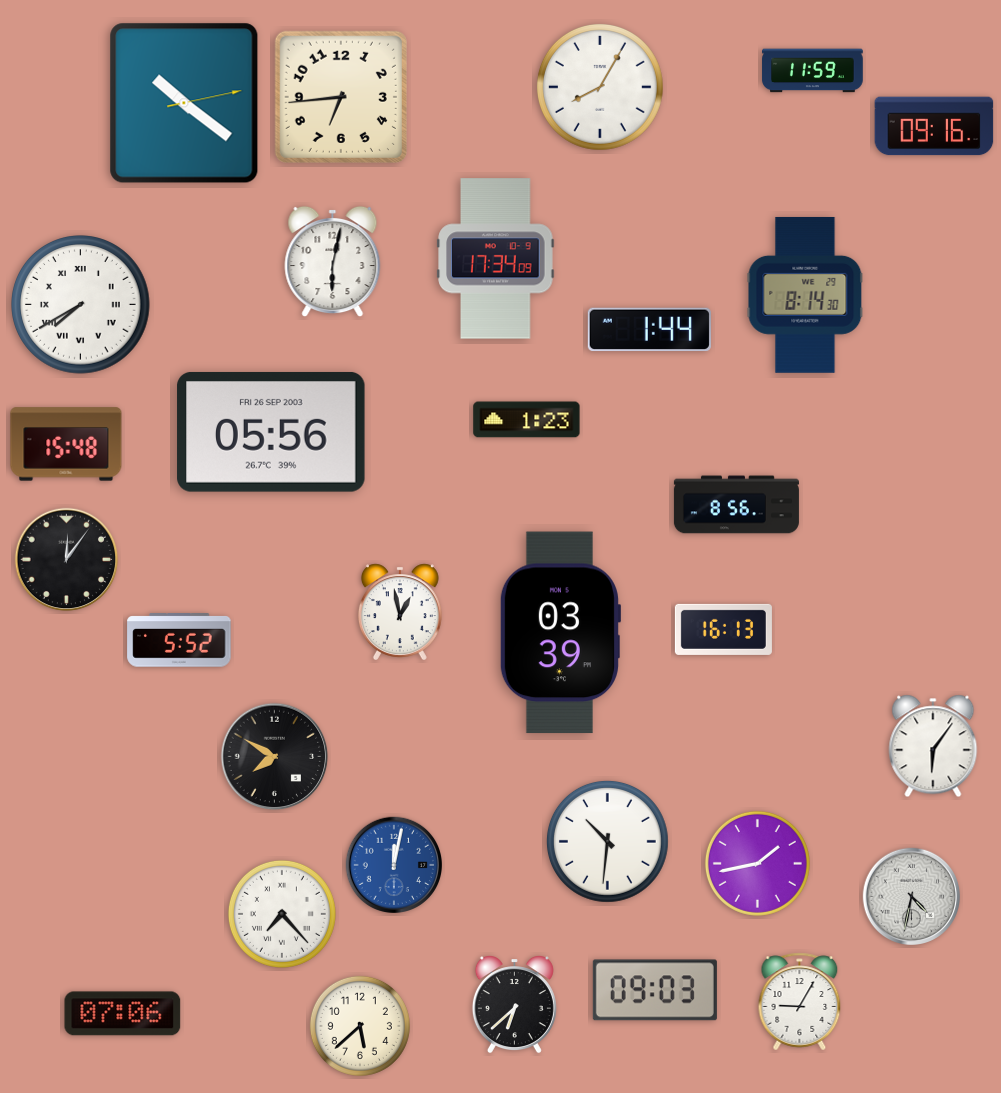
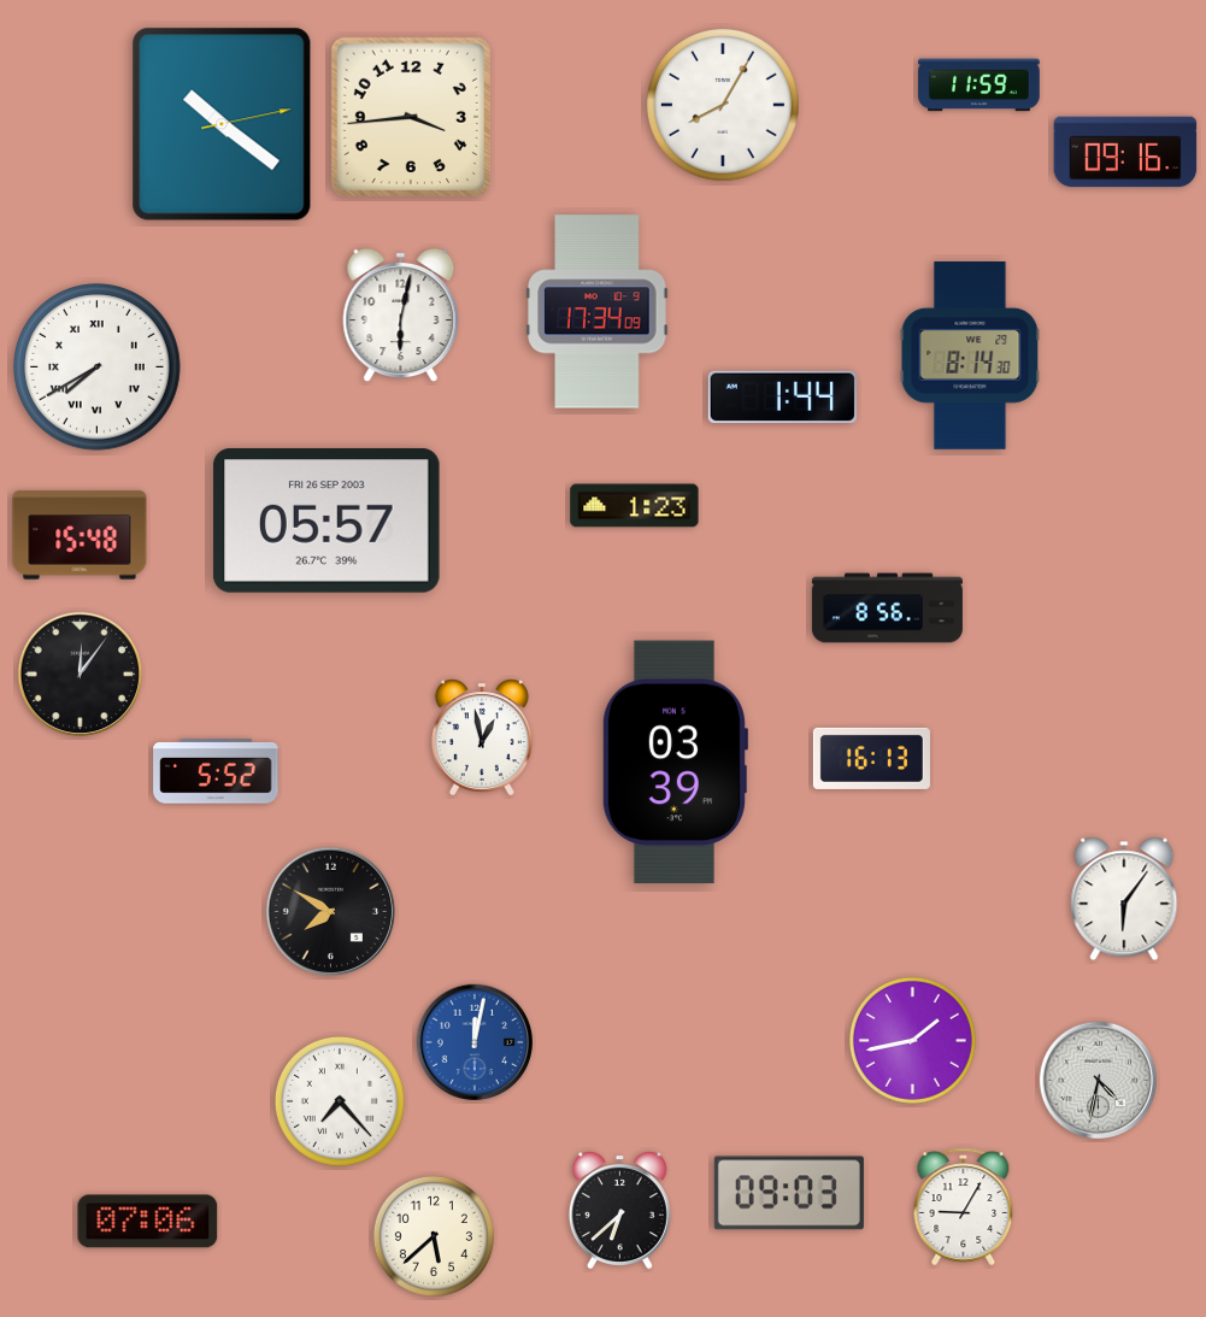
clock at (341, 97): 6:44 -> 3:44
clock at (271, 432): 05:56 -> 05:57
clock at (607, 841): 10:31 -> none
